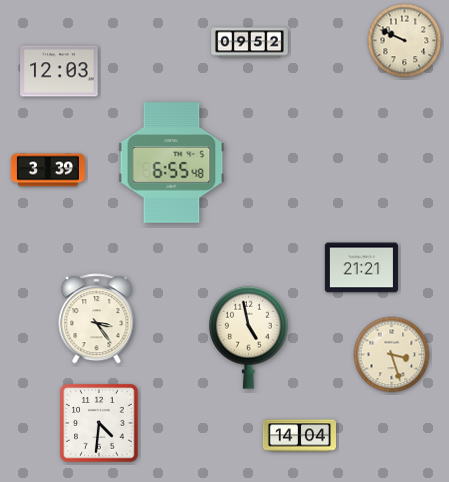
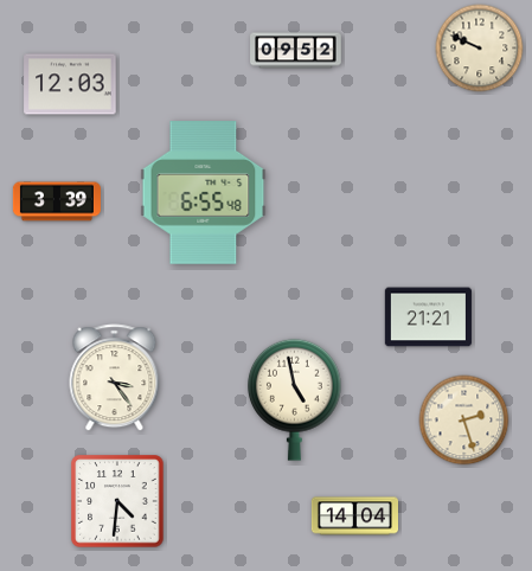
clock at (392, 355): 3:27 -> 2:27
